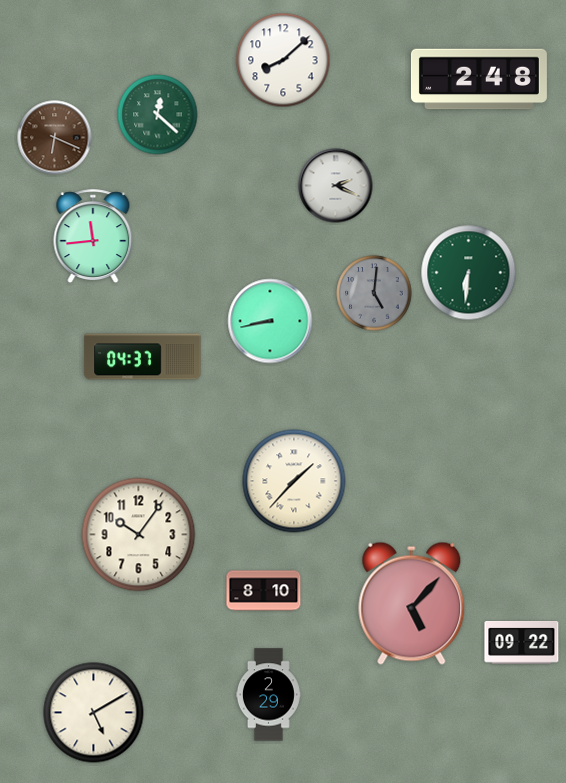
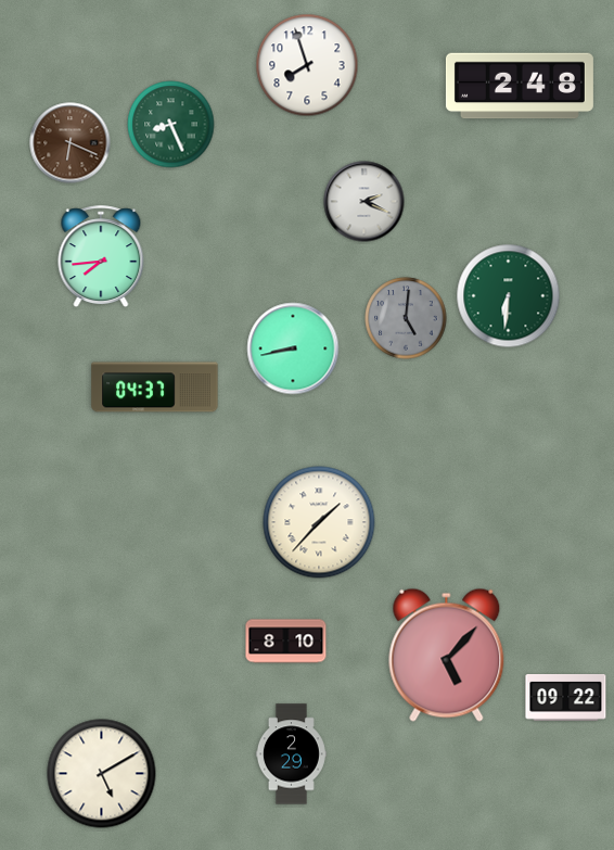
clock at (283, 60): 8:08 -> 7:57
clock at (158, 115): 12:22 -> 8:26
clock at (55, 138) position: (55, 138) -> (71, 143)
clock at (93, 237): 11:44 -> 7:44
clock at (139, 535): 10:06 -> none
